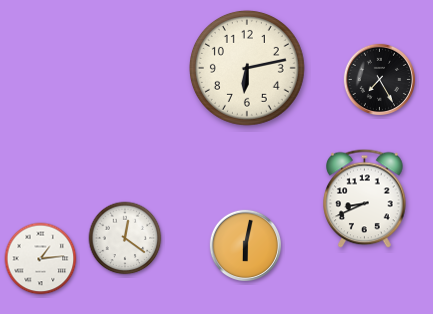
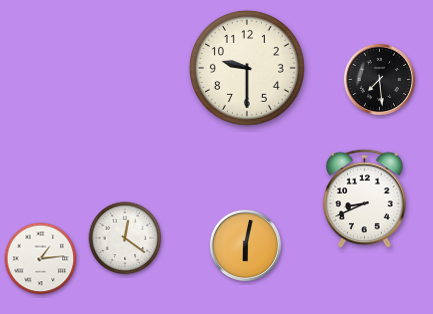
clock at (247, 68): 6:13 -> 9:30
clock at (379, 79): 7:25 -> 7:29
